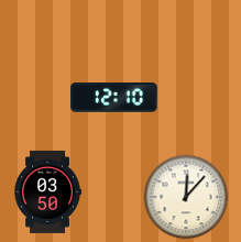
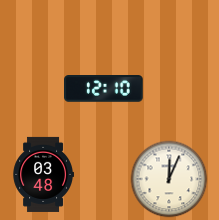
clock at (47, 191): 03:50 -> 03:48
clock at (186, 197): 12:07 -> 12:04
